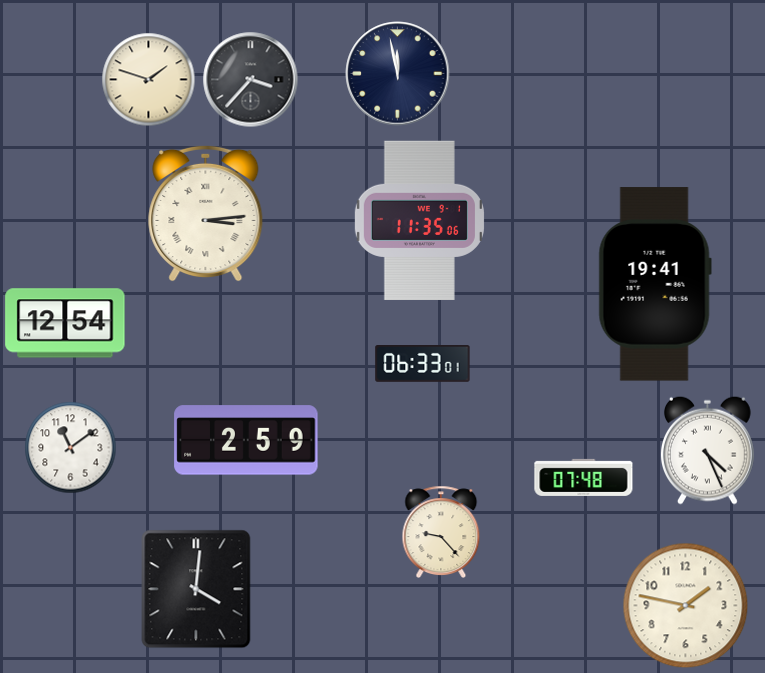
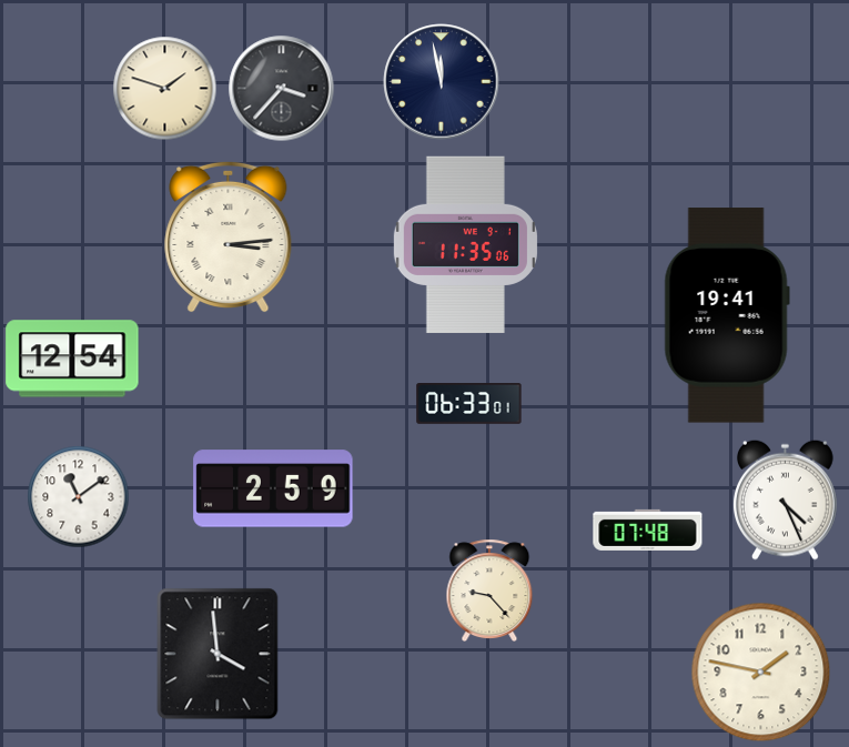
clock at (251, 80) position: (251, 80) -> (282, 89)
clock at (196, 589): 4:01 -> 3:59
